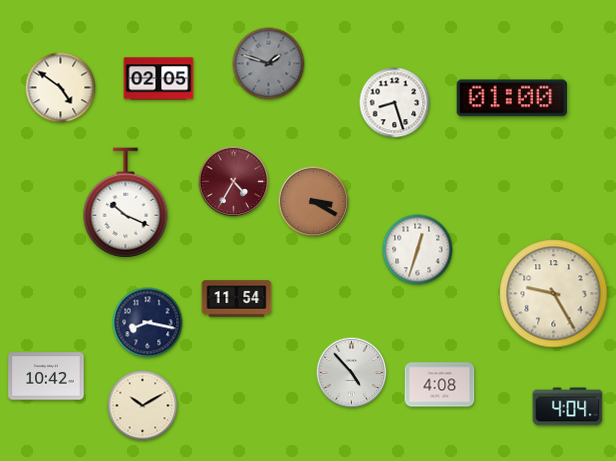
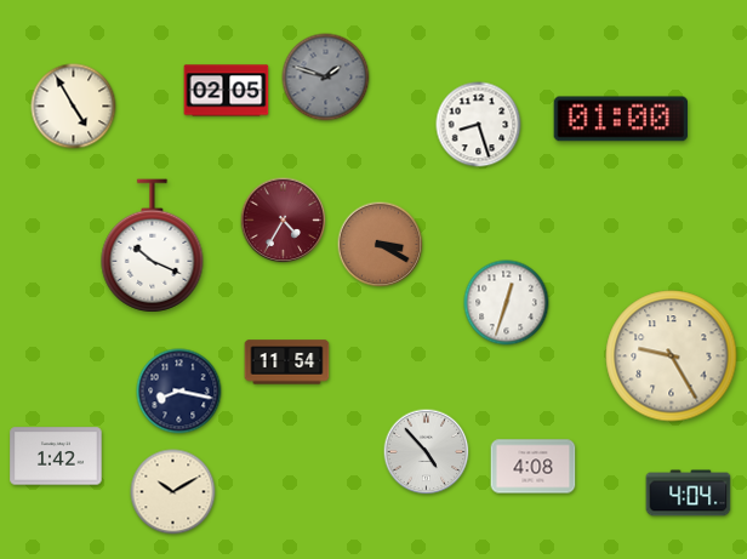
clock at (159, 79) position: (159, 79) -> (227, 91)
clock at (61, 88): 4:51 -> 4:55
clock at (46, 376): 10:42 -> 1:42
